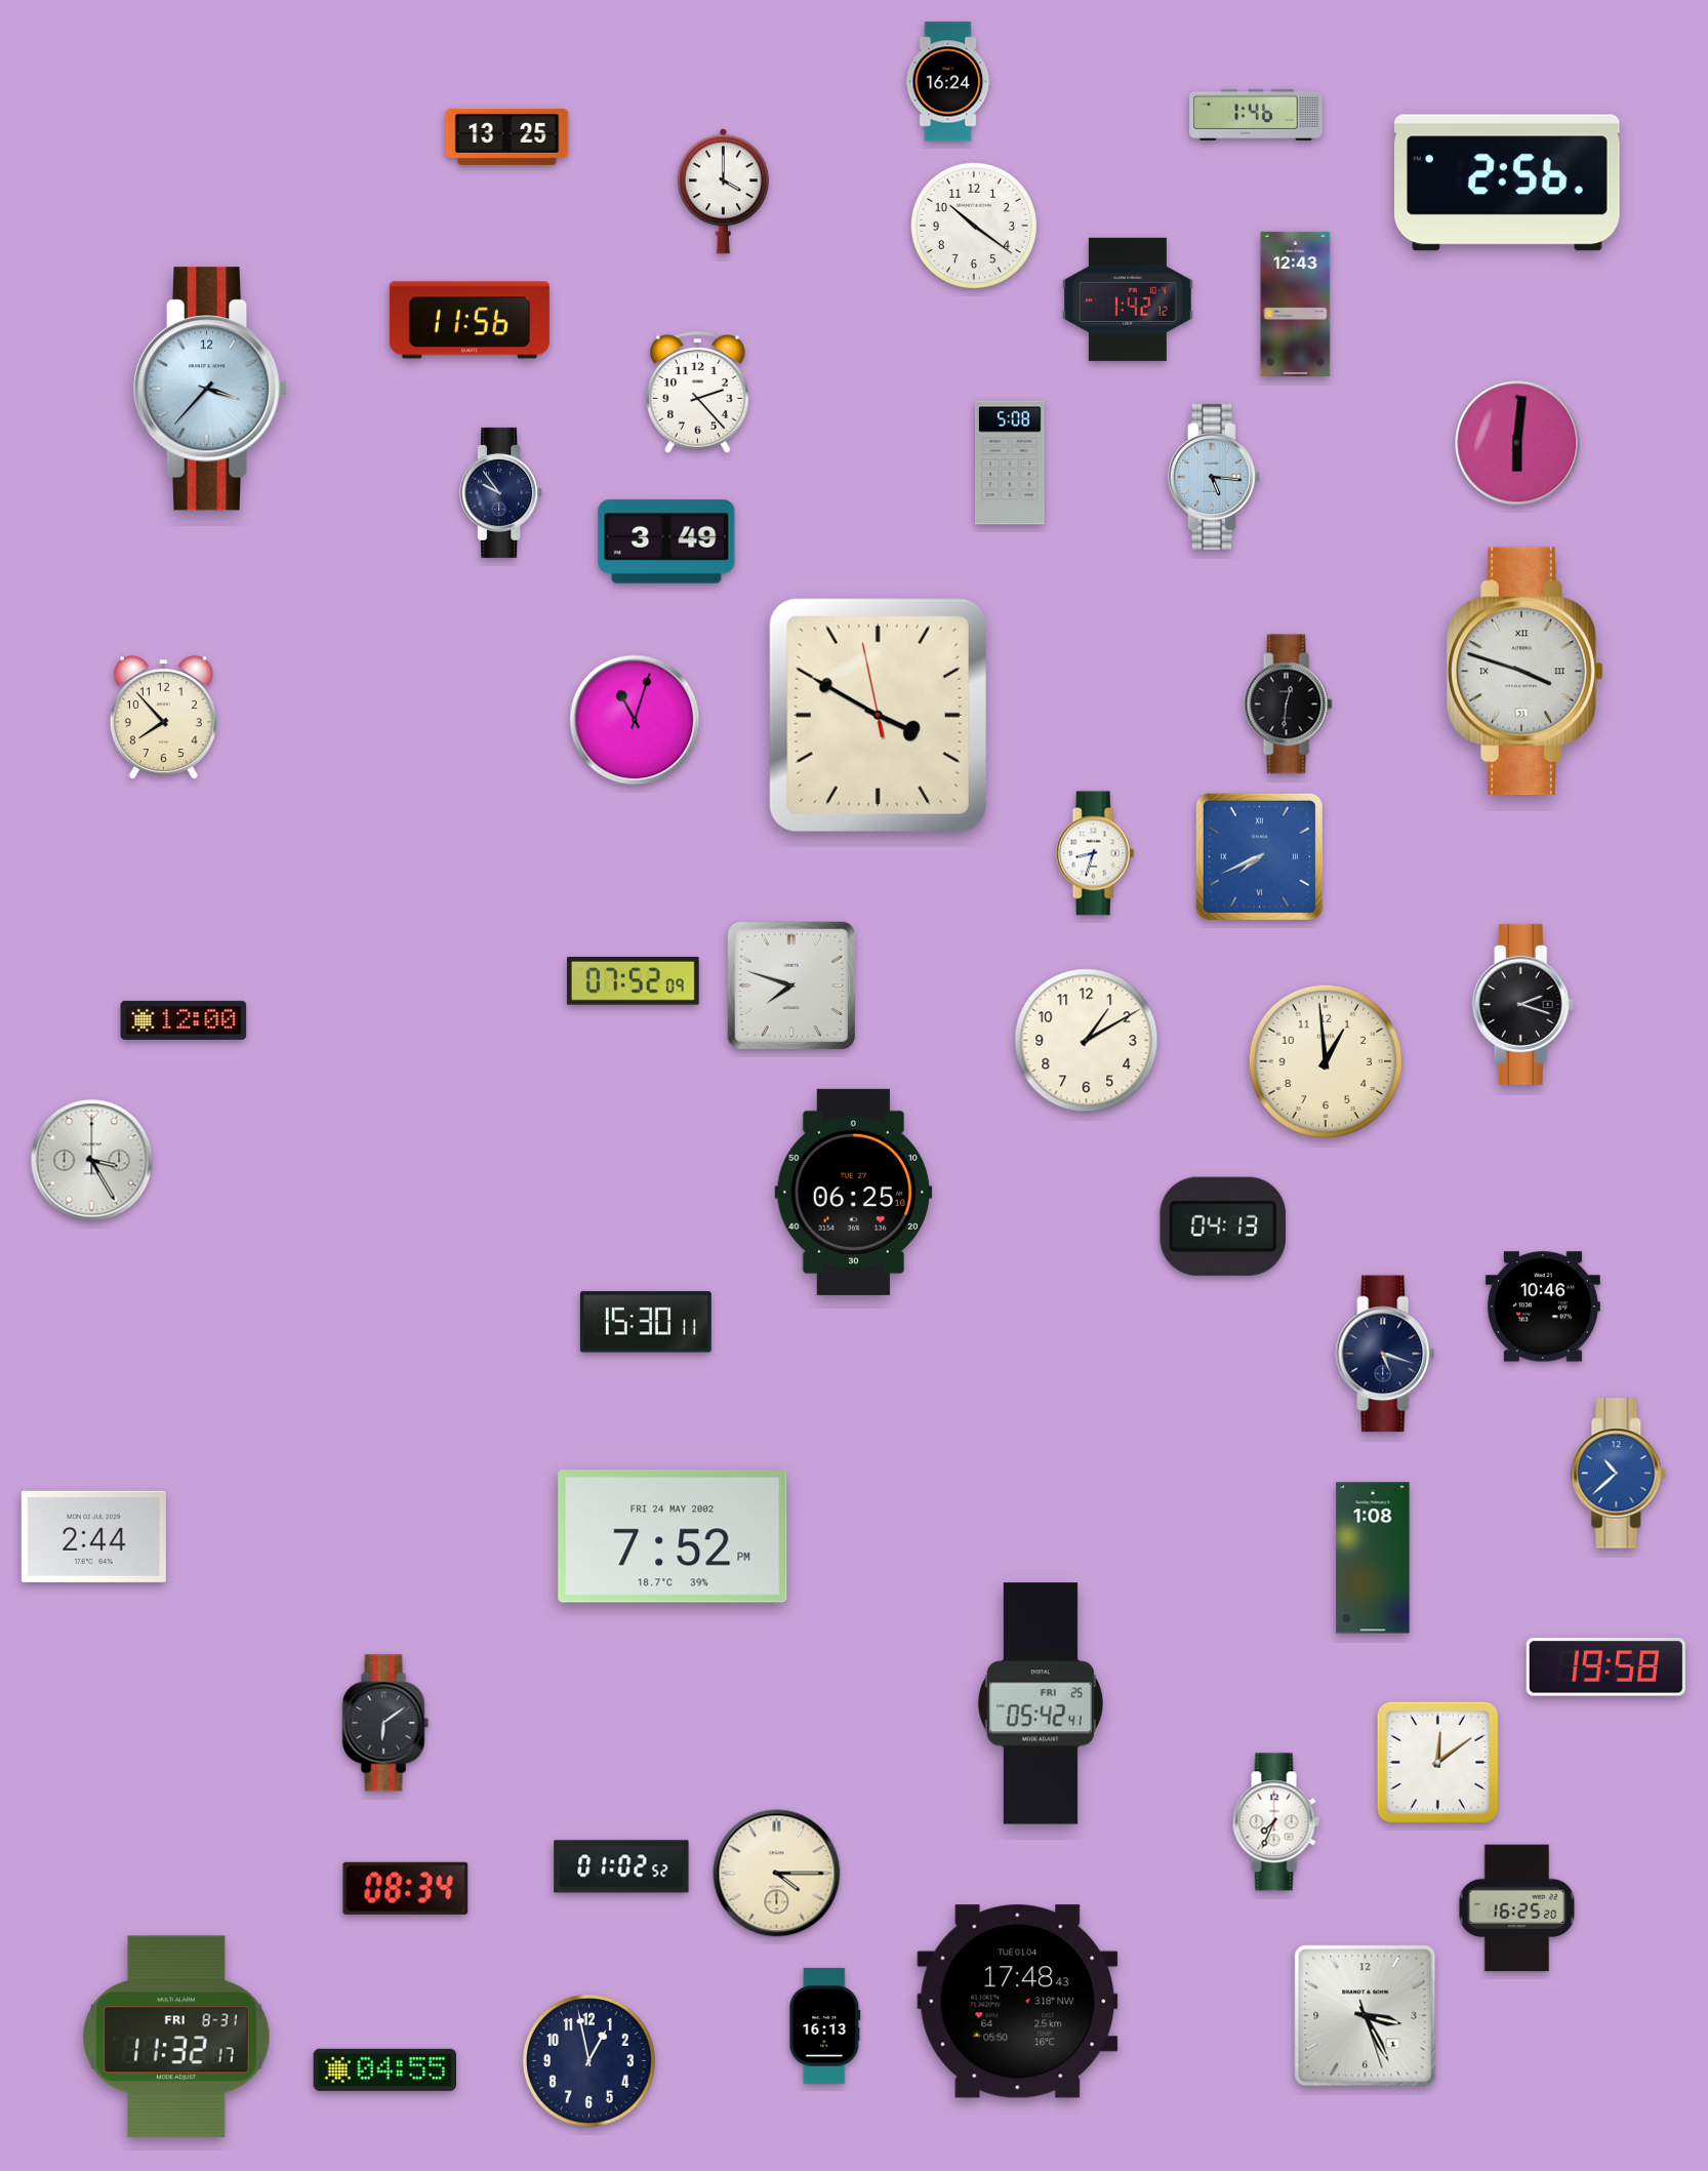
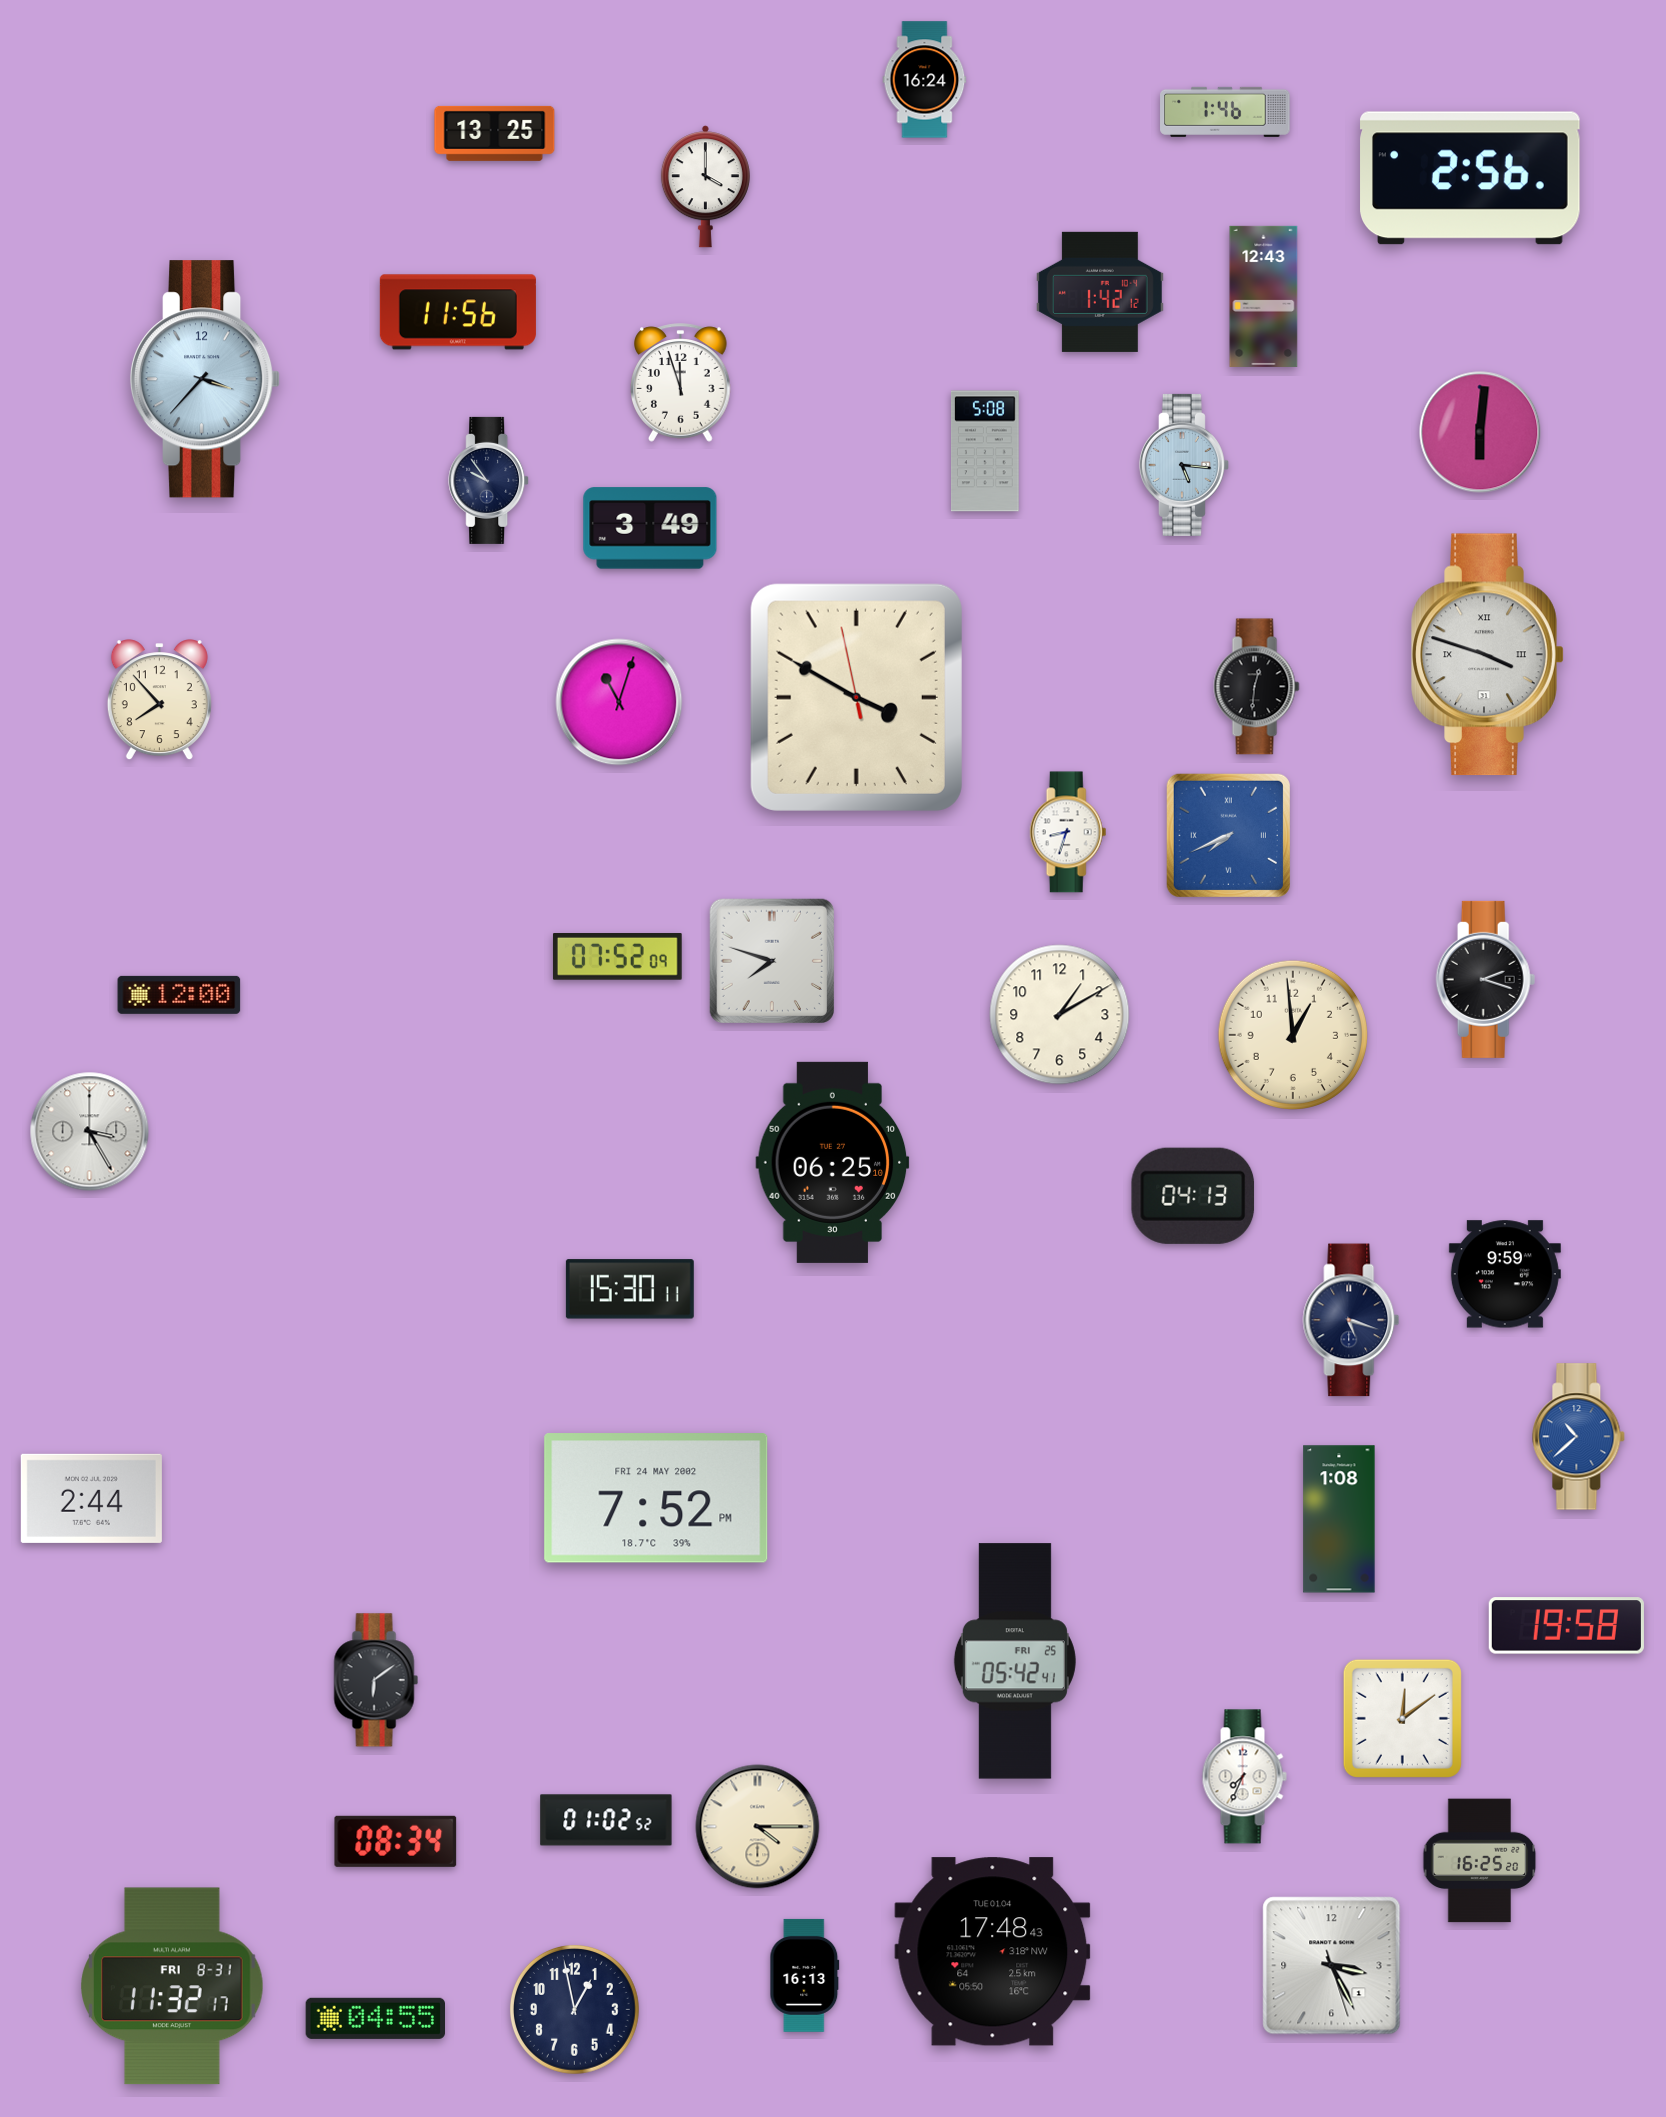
clock at (974, 226): 10:21 -> none
clock at (698, 393): 2:23 -> 11:57
clock at (1543, 1306): 10:46 -> 9:59
